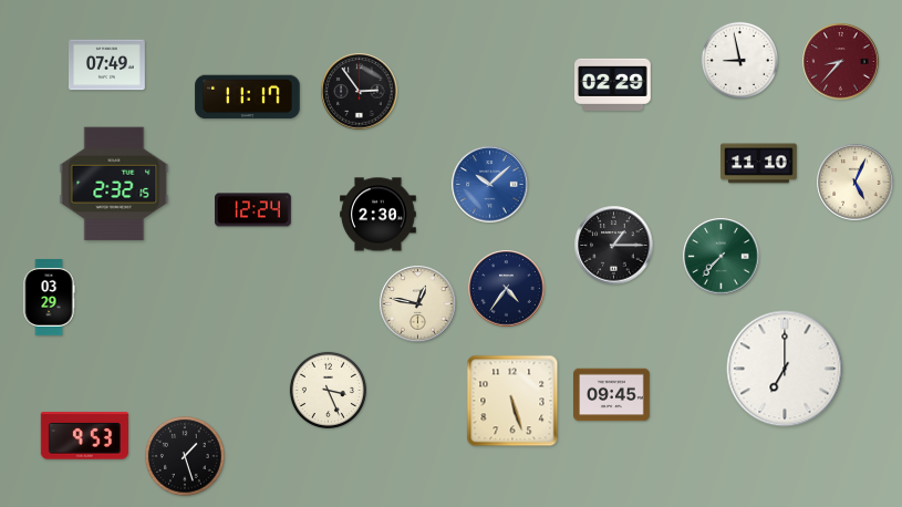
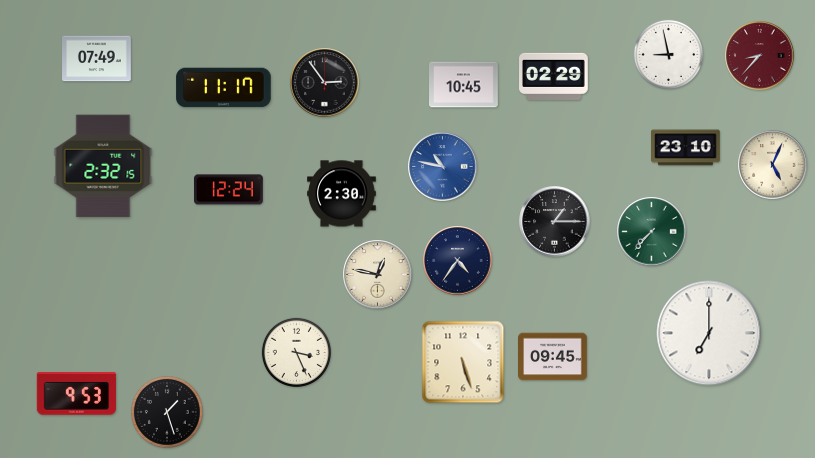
clock at (464, 85): none -> 10:45
clock at (759, 164): 11:10 -> 23:10
clock at (490, 185): 10:08 -> 10:47
clock at (49, 298): 03:29 -> none
